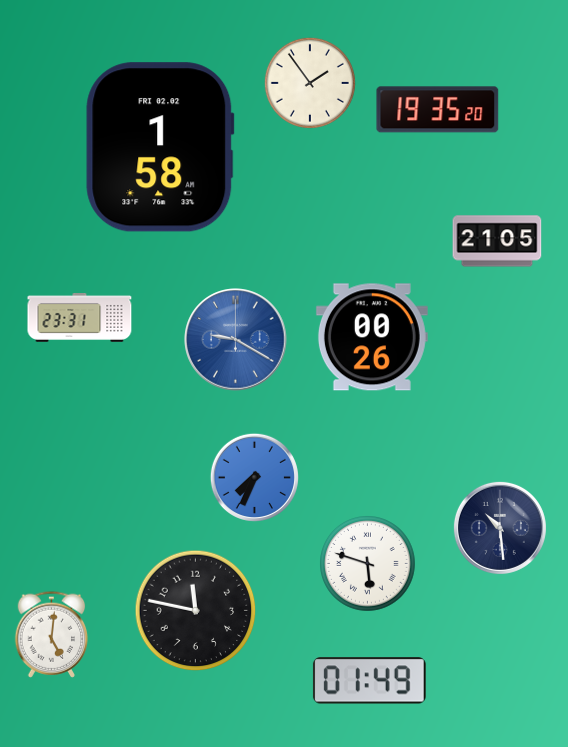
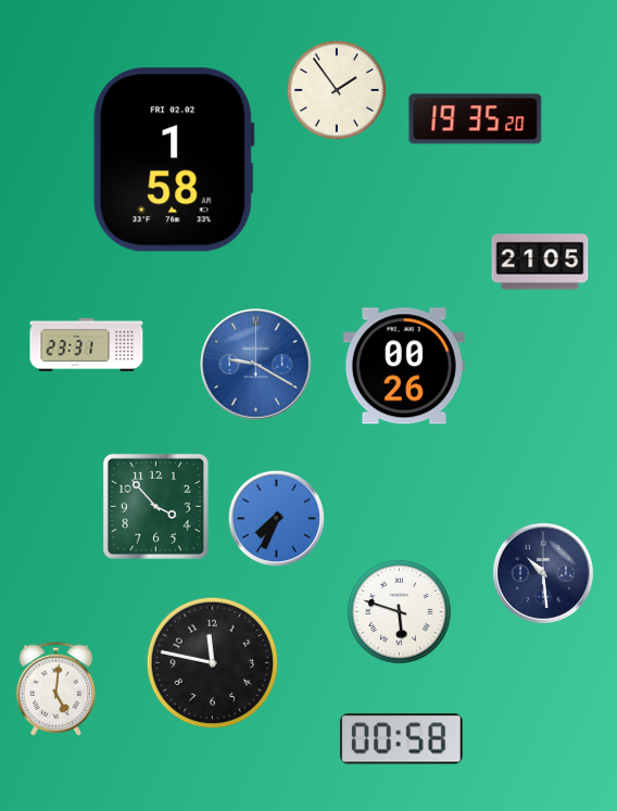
clock at (236, 340) position: (236, 340) -> (256, 365)
clock at (155, 506): none -> 3:53
clock at (369, 681): 01:49 -> 00:58
